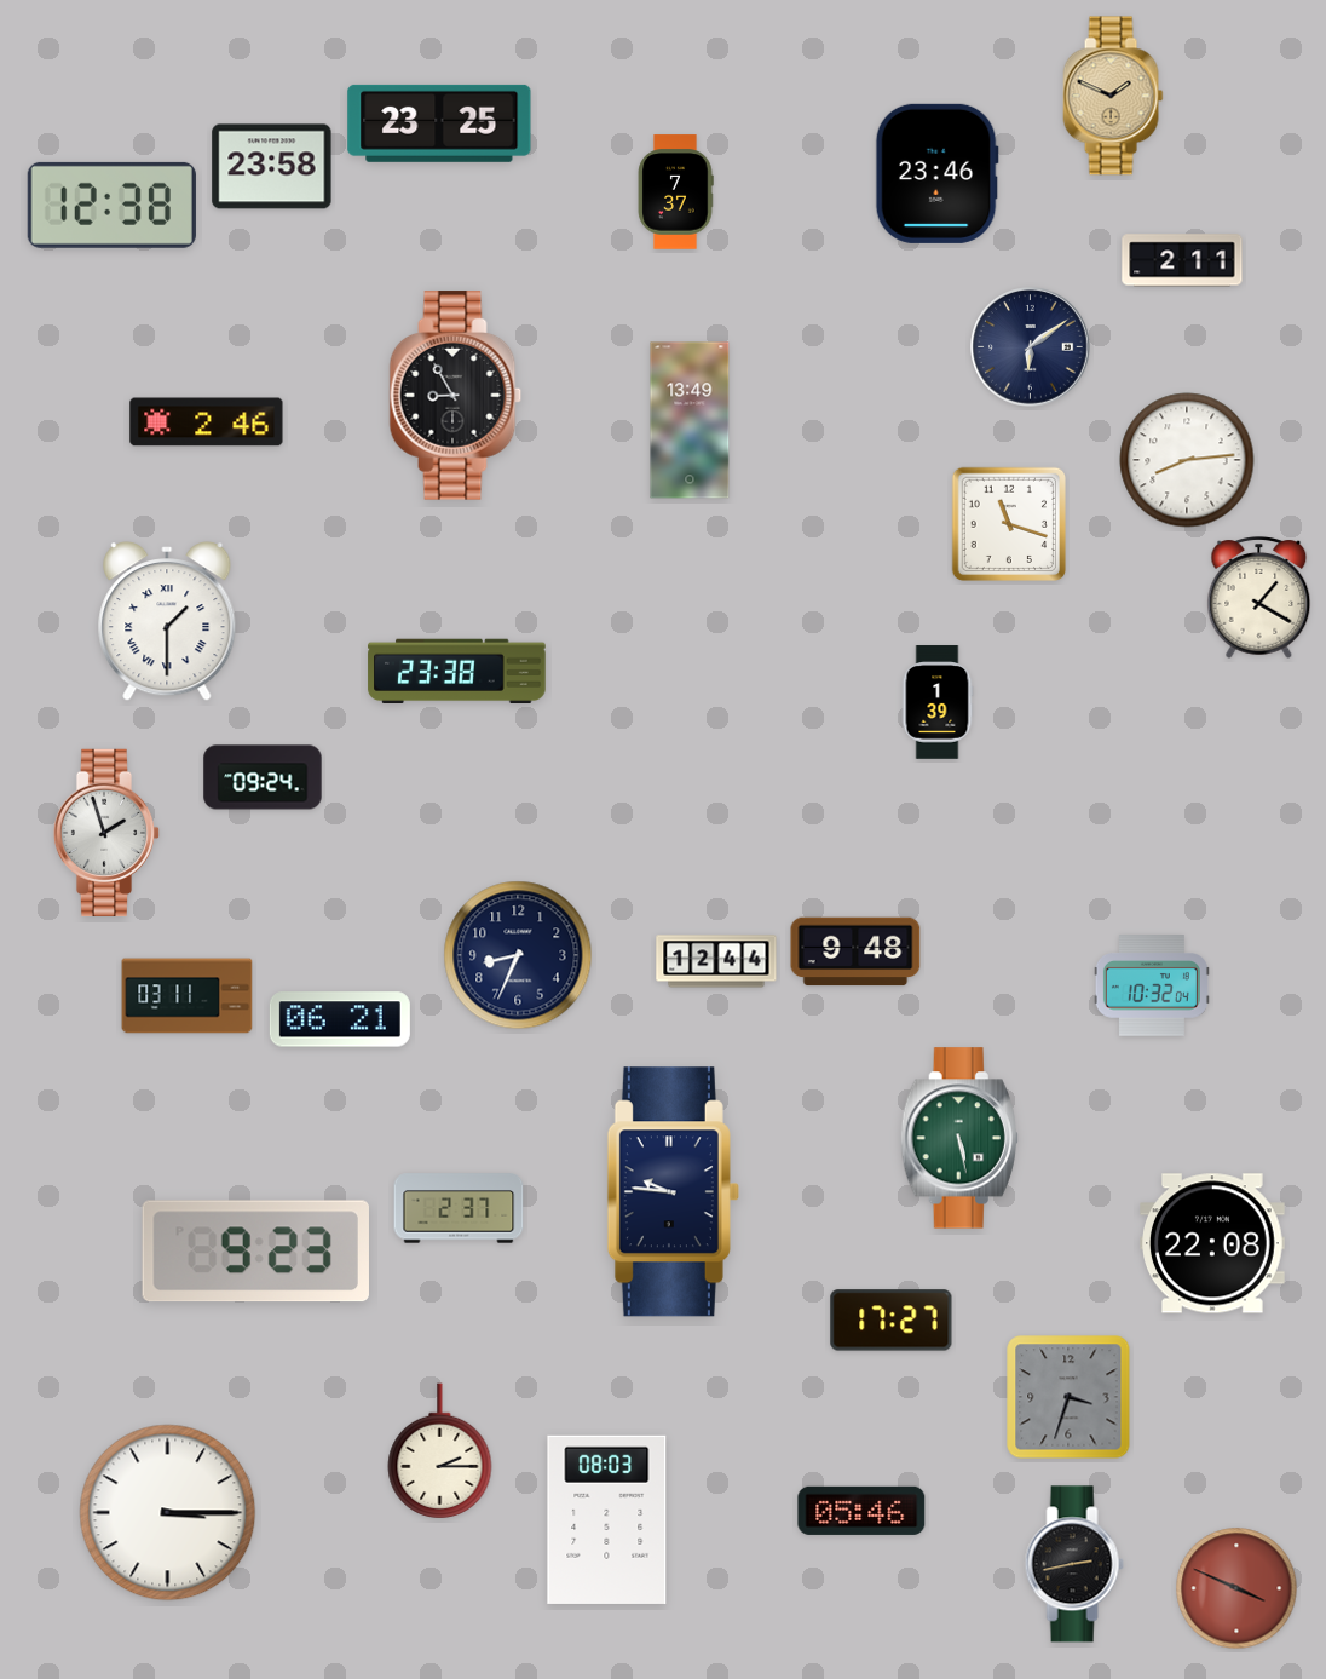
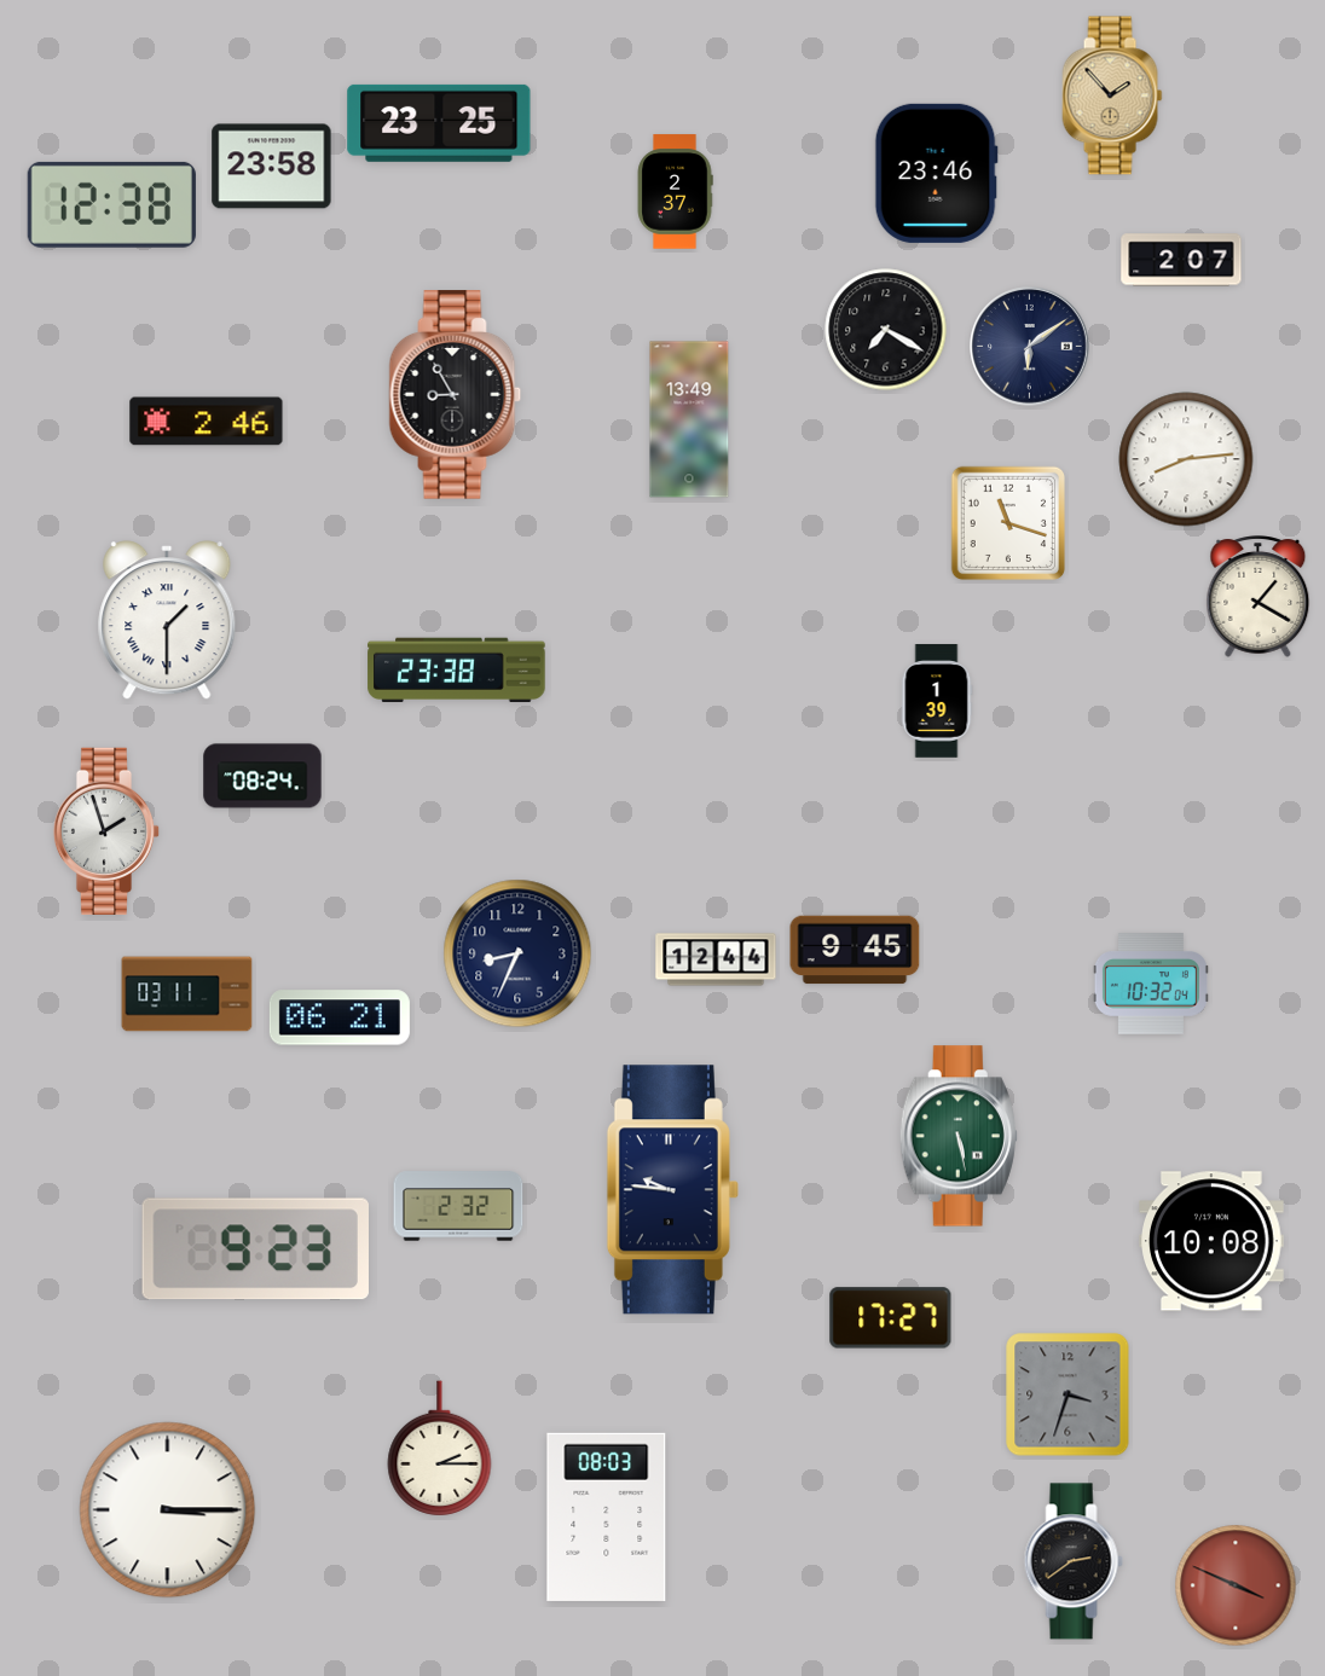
clock at (1113, 96): 1:49 -> 1:53
clock at (675, 192): 7:37 -> 2:37
clock at (1182, 260): 2:11 -> 2:07
clock at (886, 330): none -> 7:20
clock at (263, 777): 09:24 -> 08:24
clock at (855, 951): 9:48 -> 9:45
clock at (459, 1208): 2:37 -> 2:32
clock at (1213, 1243): 22:08 -> 10:08
clock at (861, 1511): 05:46 -> none
clock at (1074, 1564): 2:43 -> 2:39
